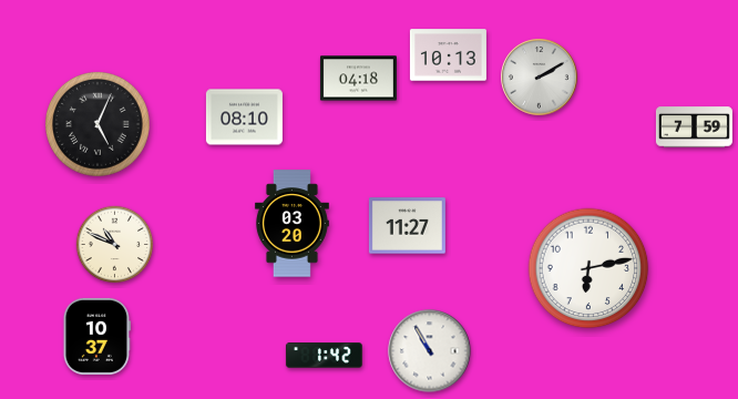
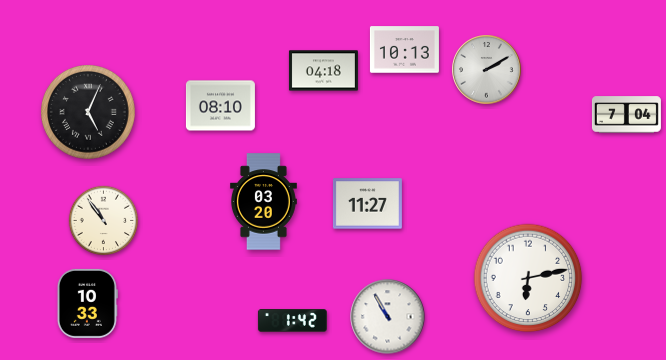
clock at (694, 127): 7:59 -> 7:04
clock at (115, 245): 10:49 -> 10:54
clock at (588, 268) position: (588, 268) -> (528, 278)
clock at (96, 336): 10:37 -> 10:33
